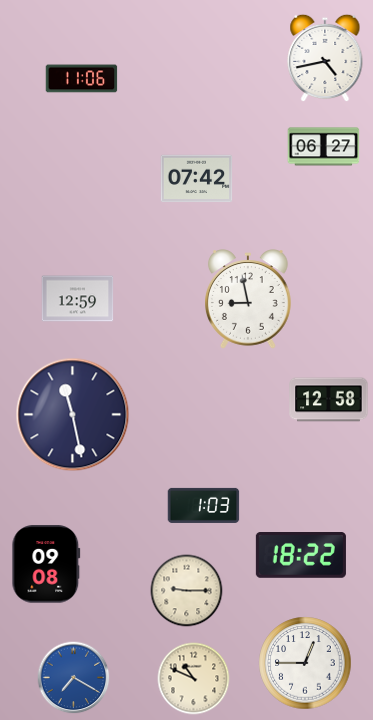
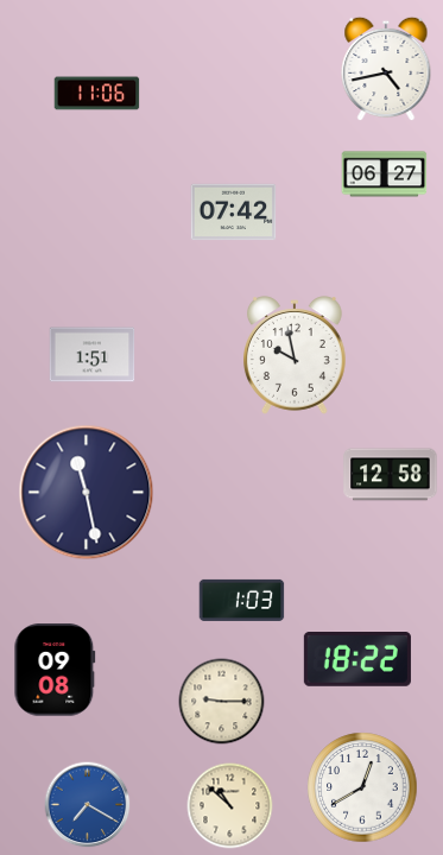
clock at (78, 299): 12:59 -> 1:51
clock at (249, 299): 8:58 -> 9:58
clock at (305, 663): 12:45 -> 12:40
clock at (194, 679): 10:49 -> 10:52
